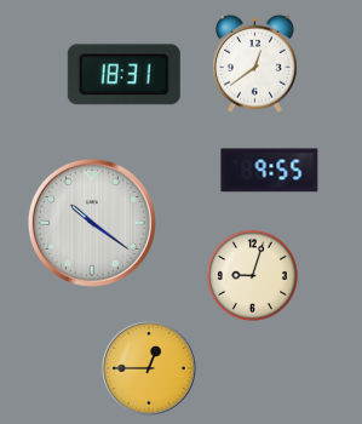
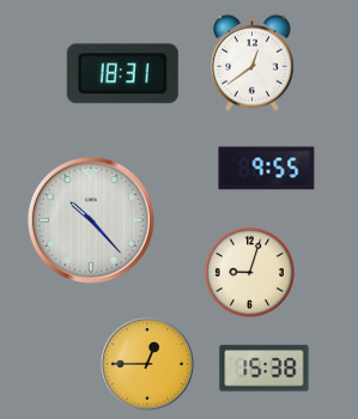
clock at (92, 223): 10:21 -> 10:23
clock at (265, 369): none -> 15:38
